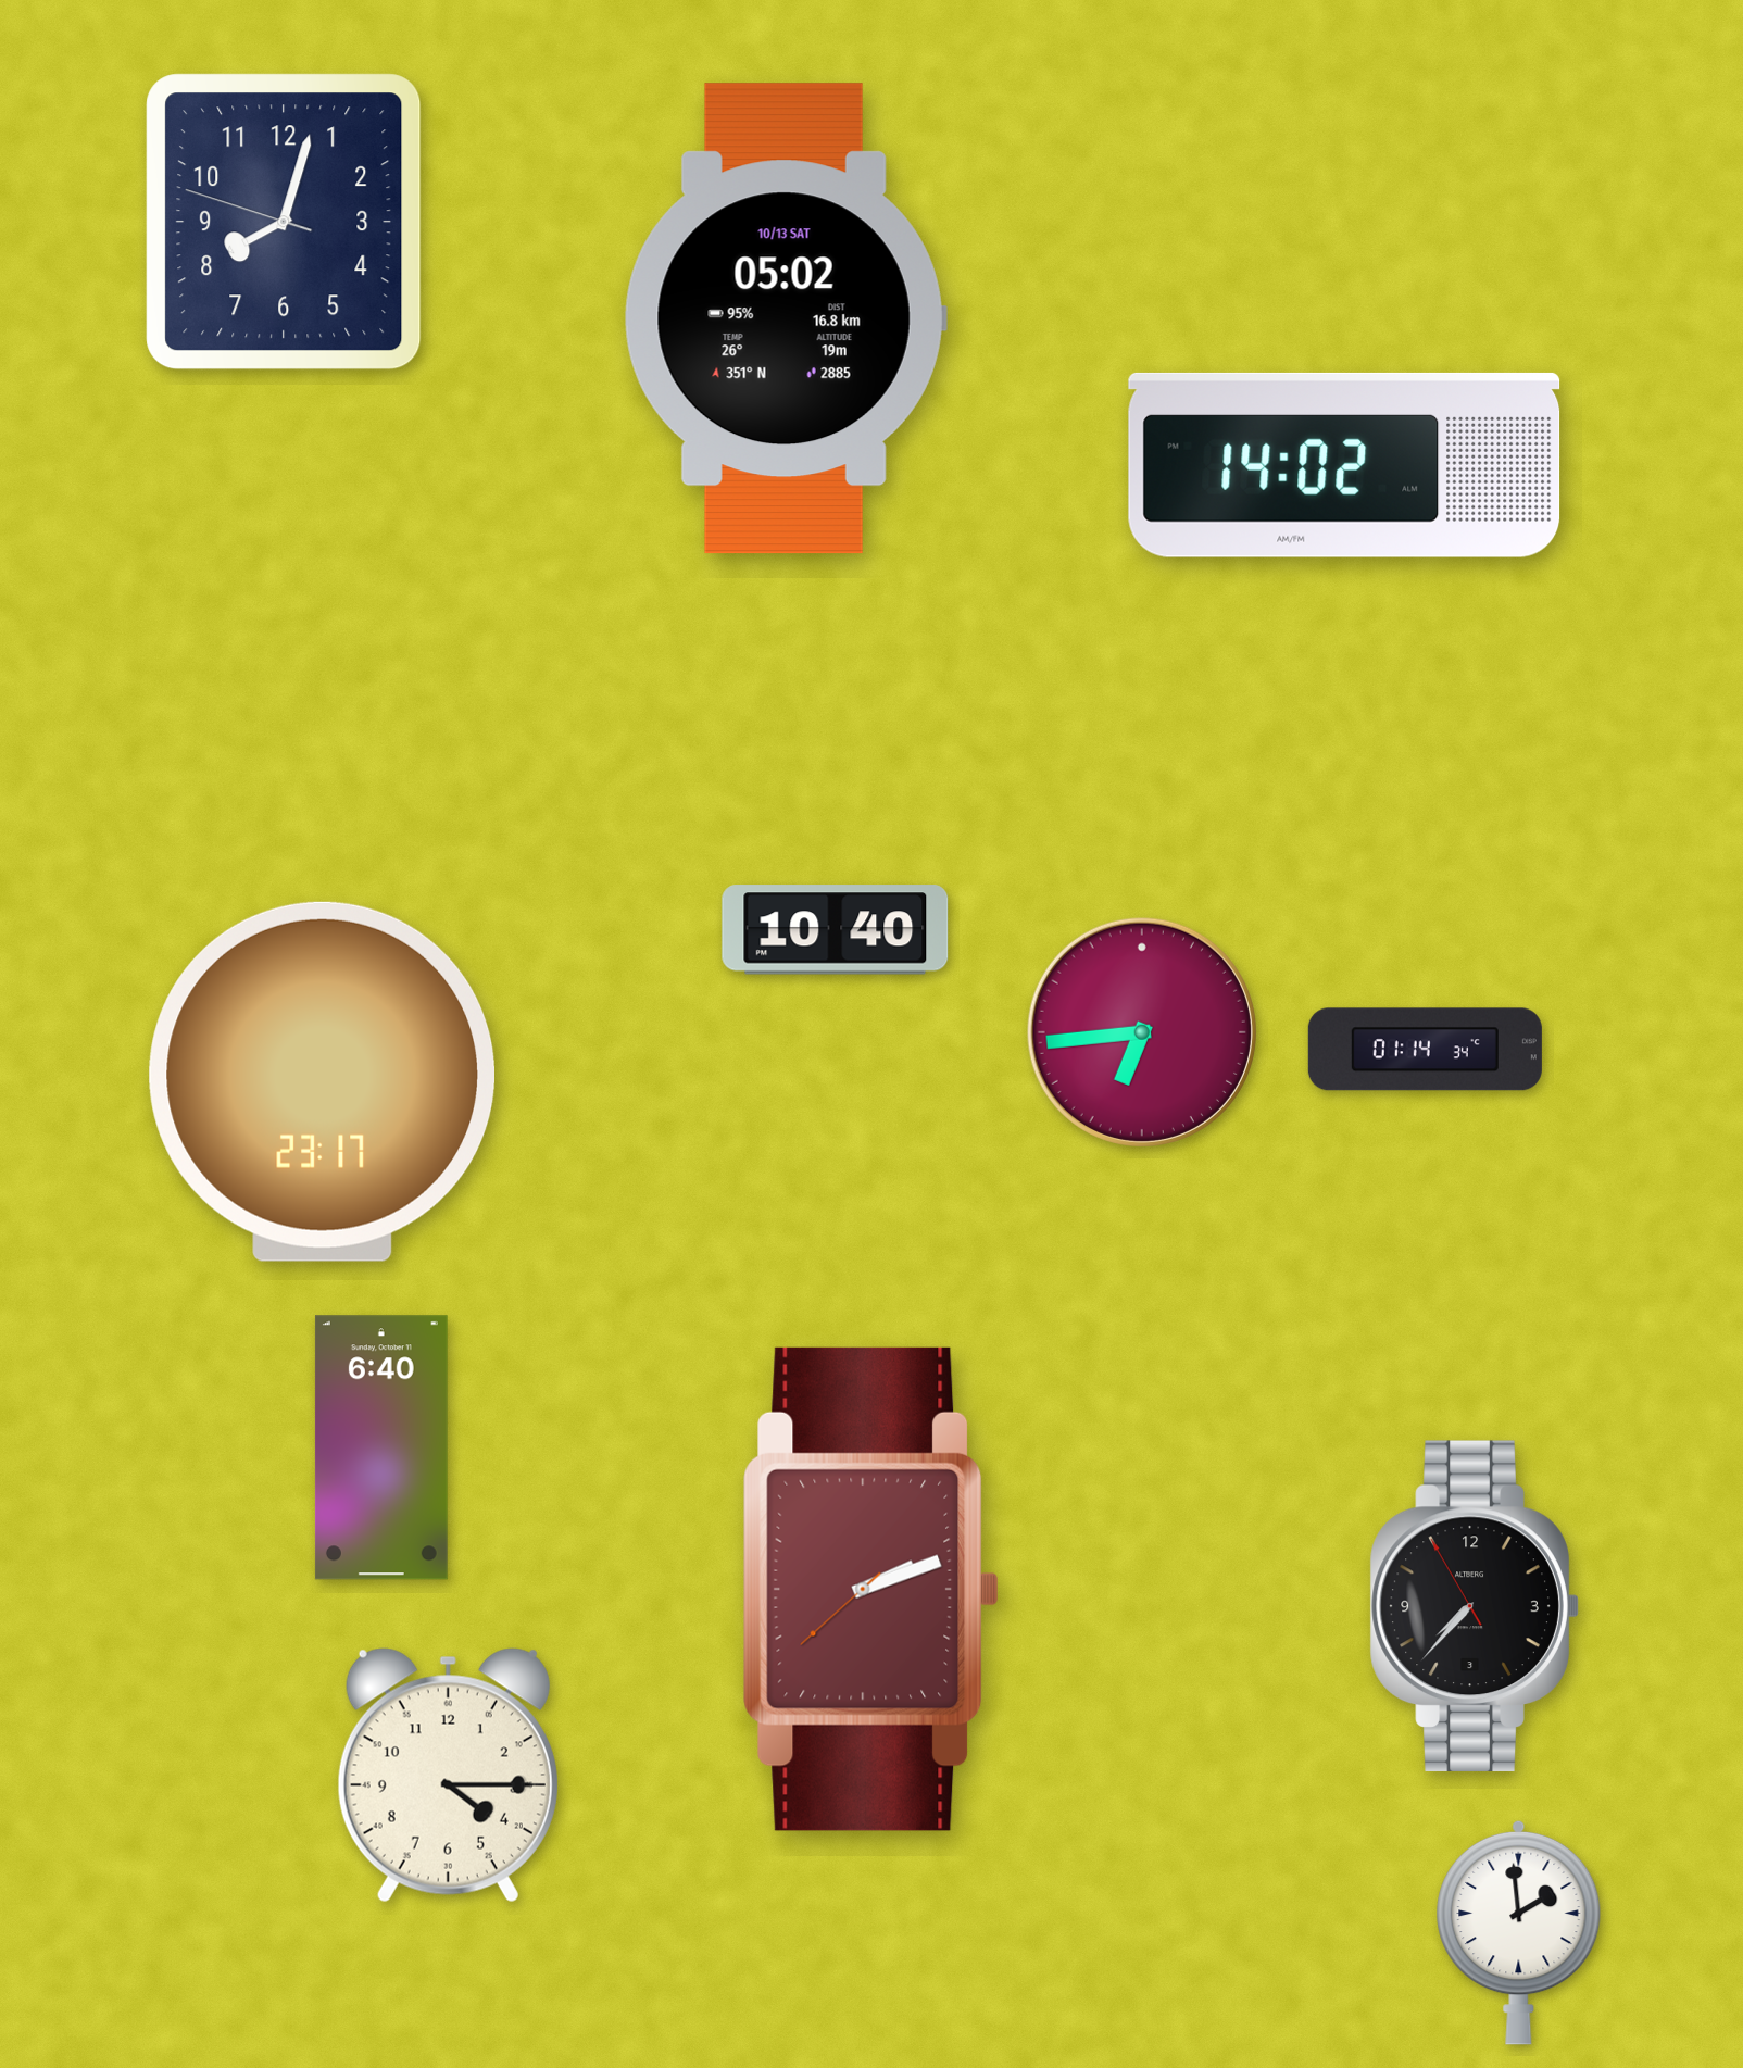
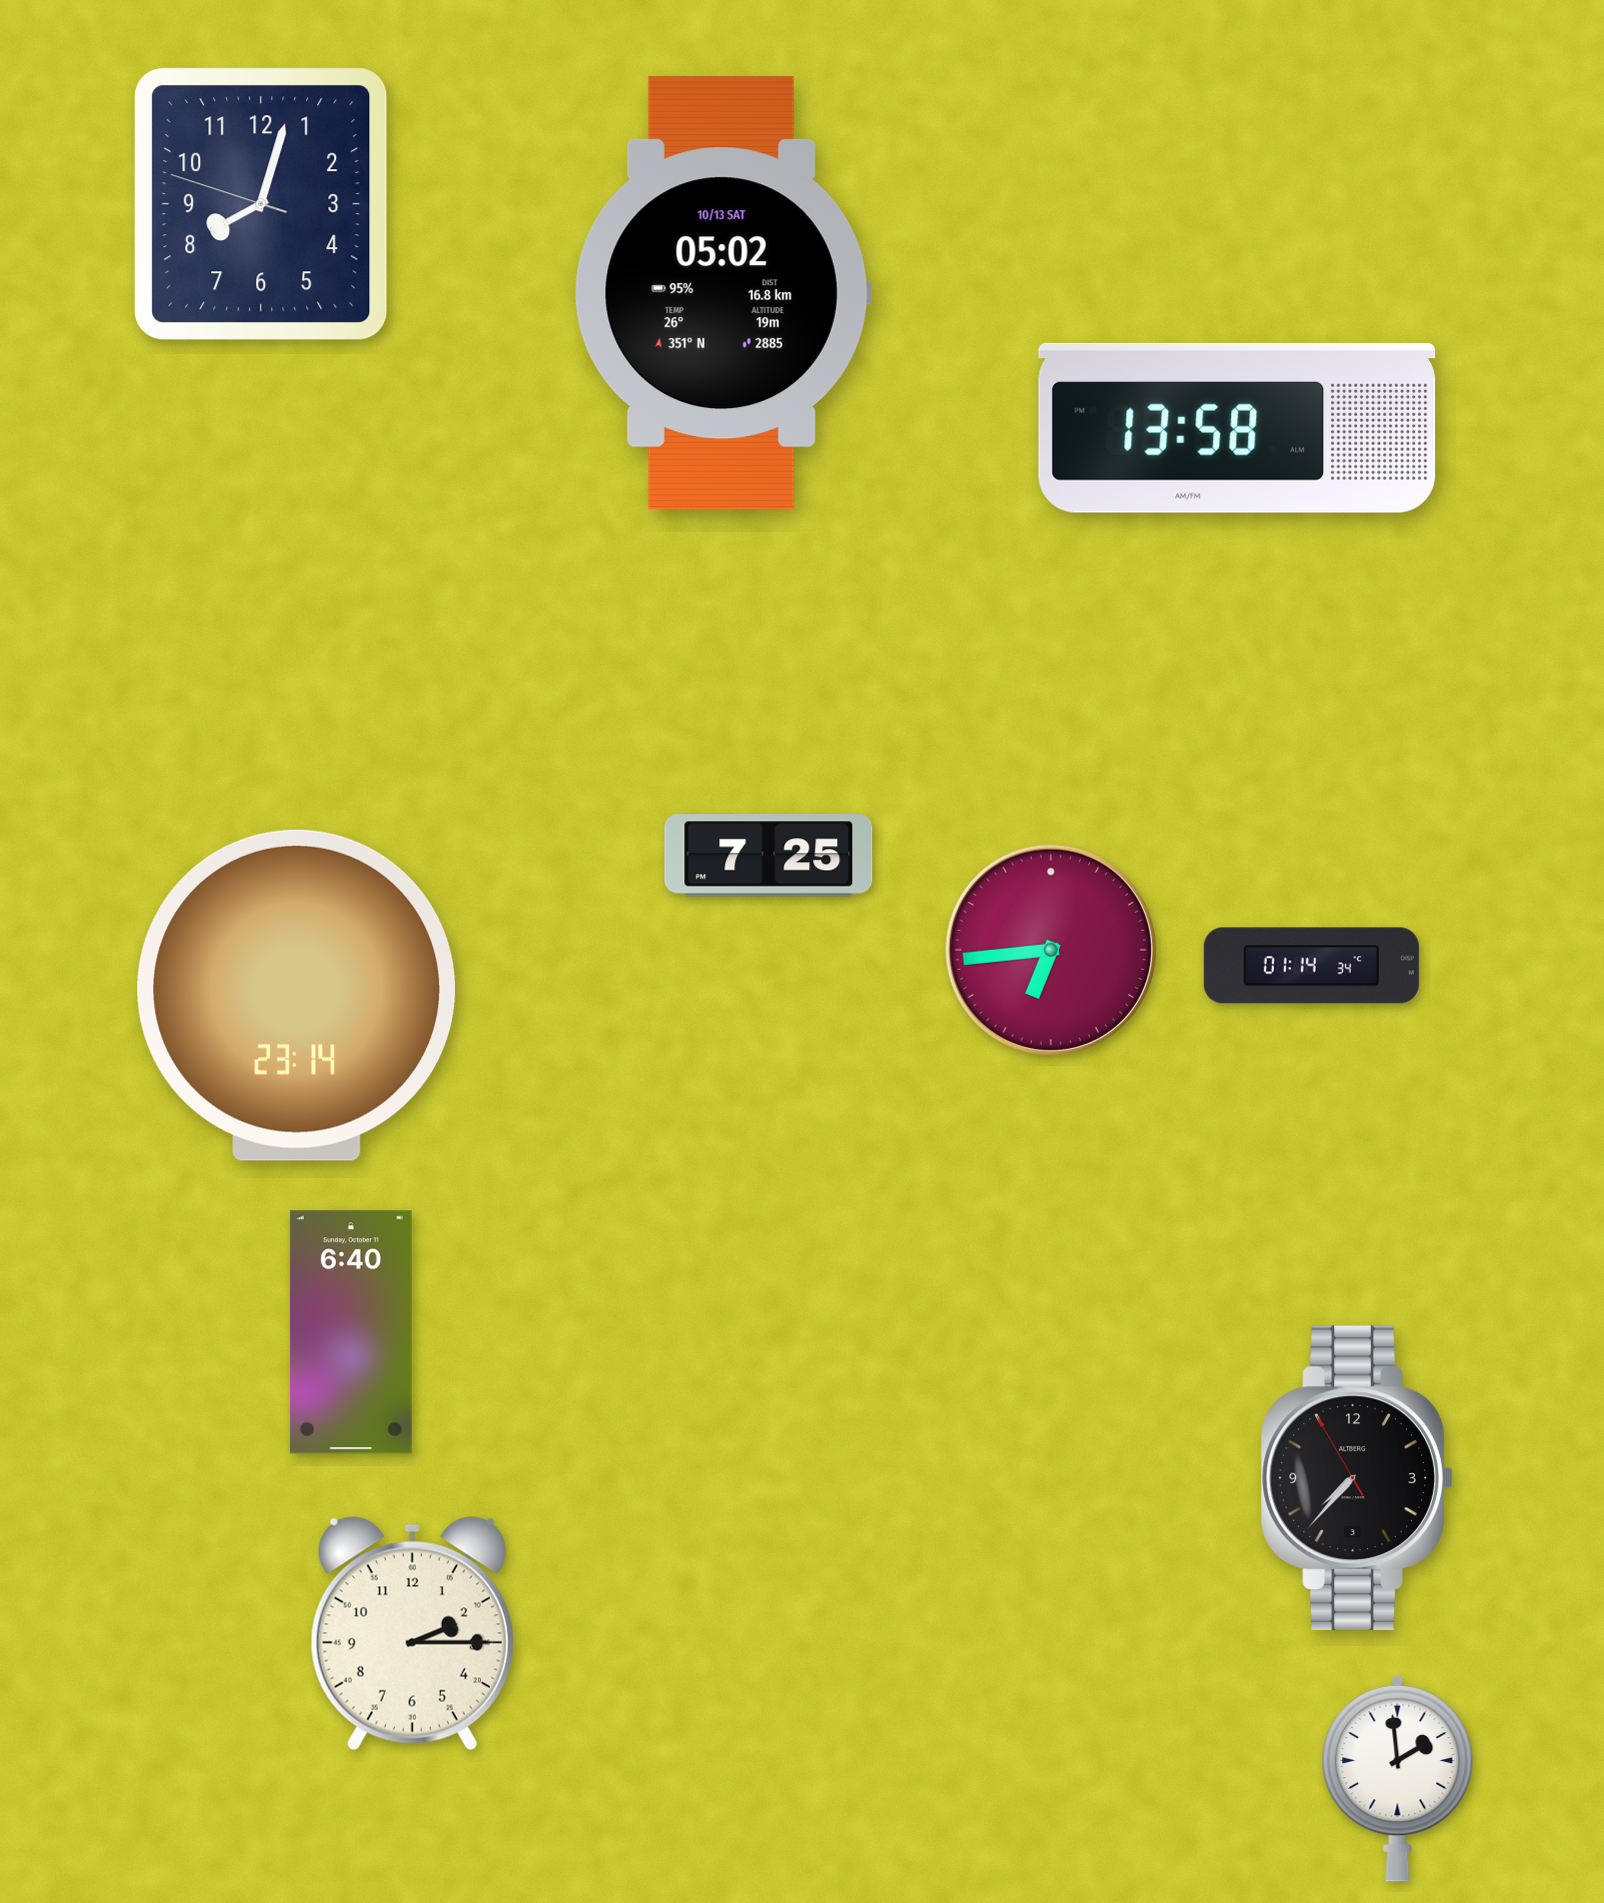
clock at (1344, 465): 14:02 -> 13:58
clock at (836, 930): 10:40 -> 7:25
clock at (322, 1081): 23:17 -> 23:14
clock at (870, 1589): 2:11 -> none
clock at (448, 1776): 4:15 -> 2:15
